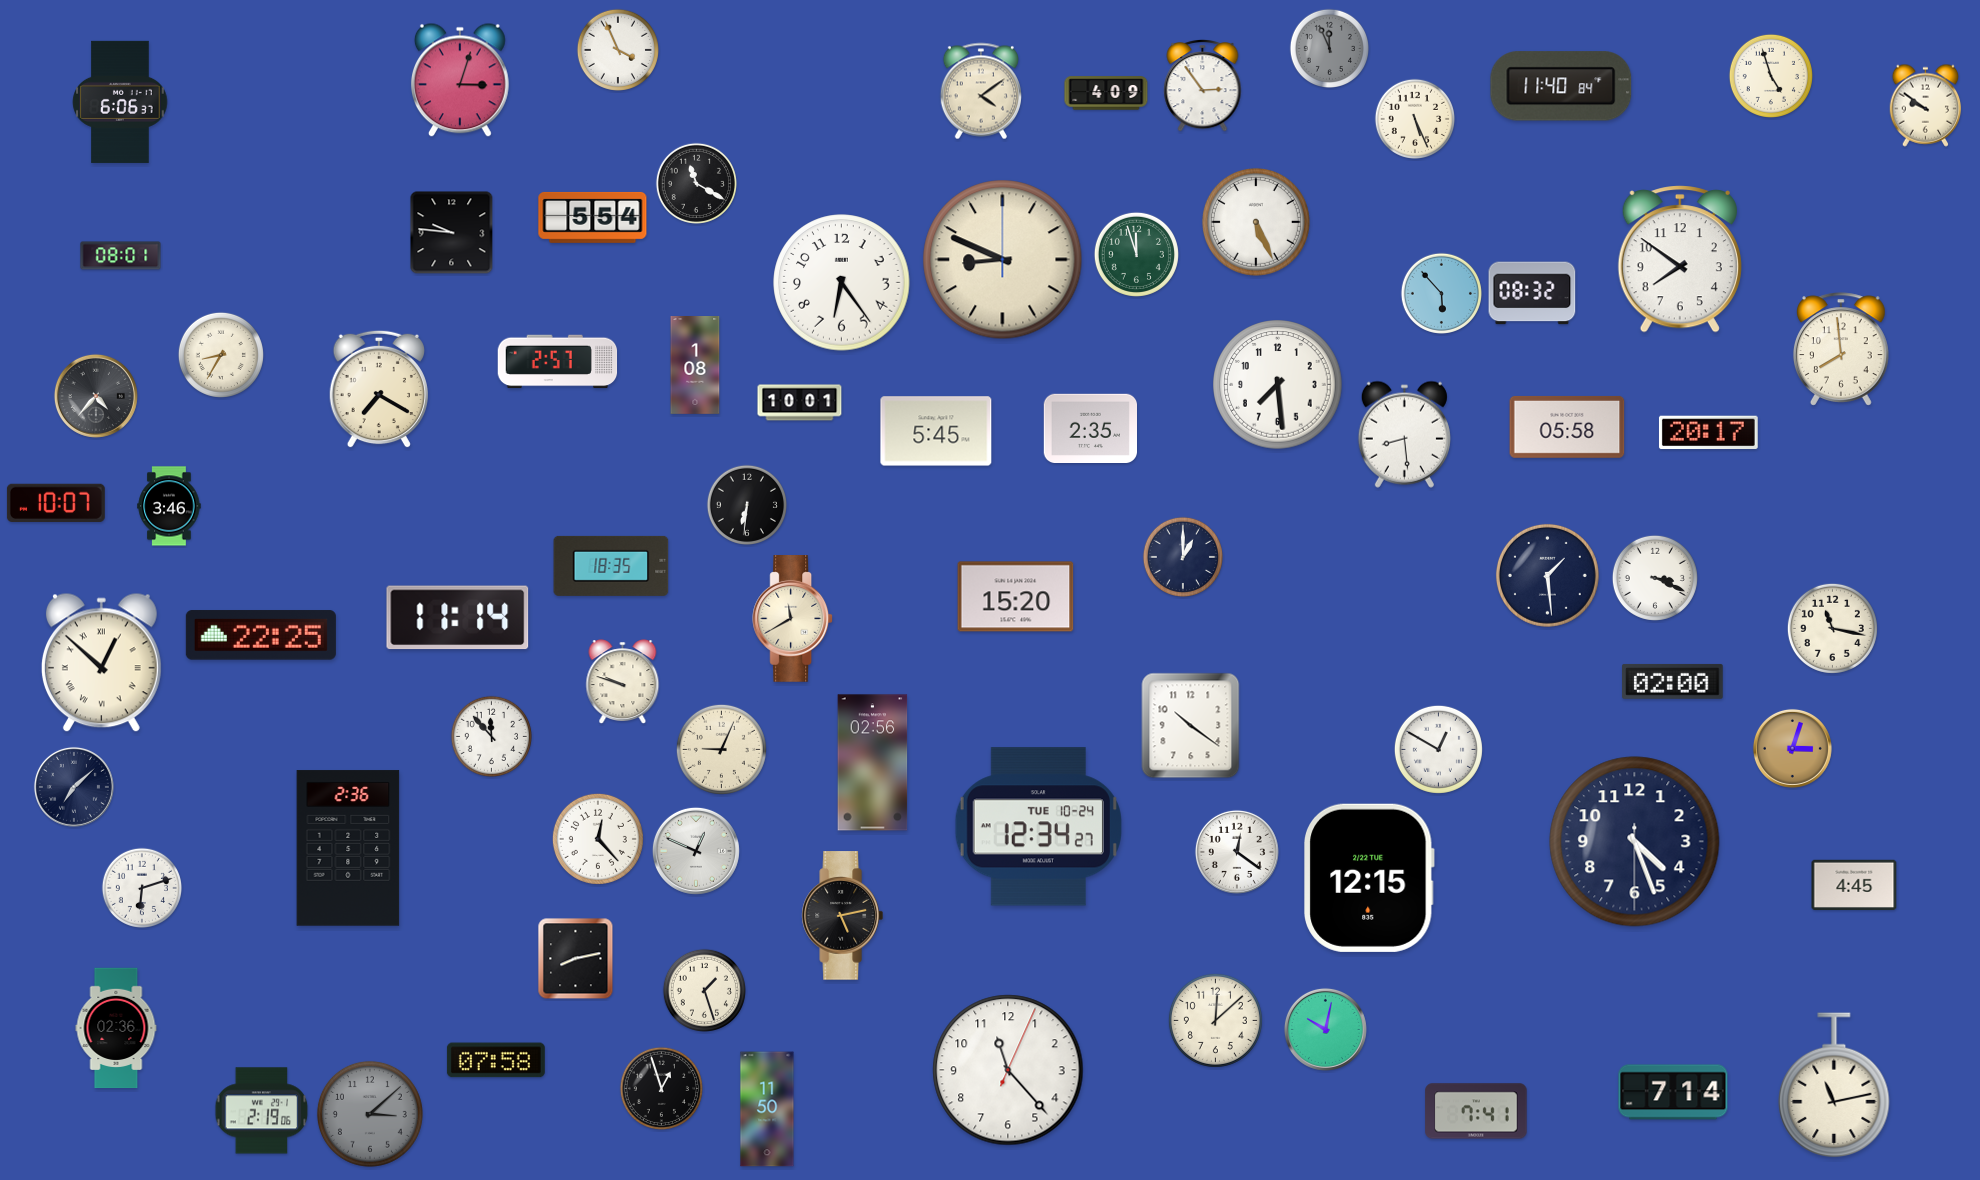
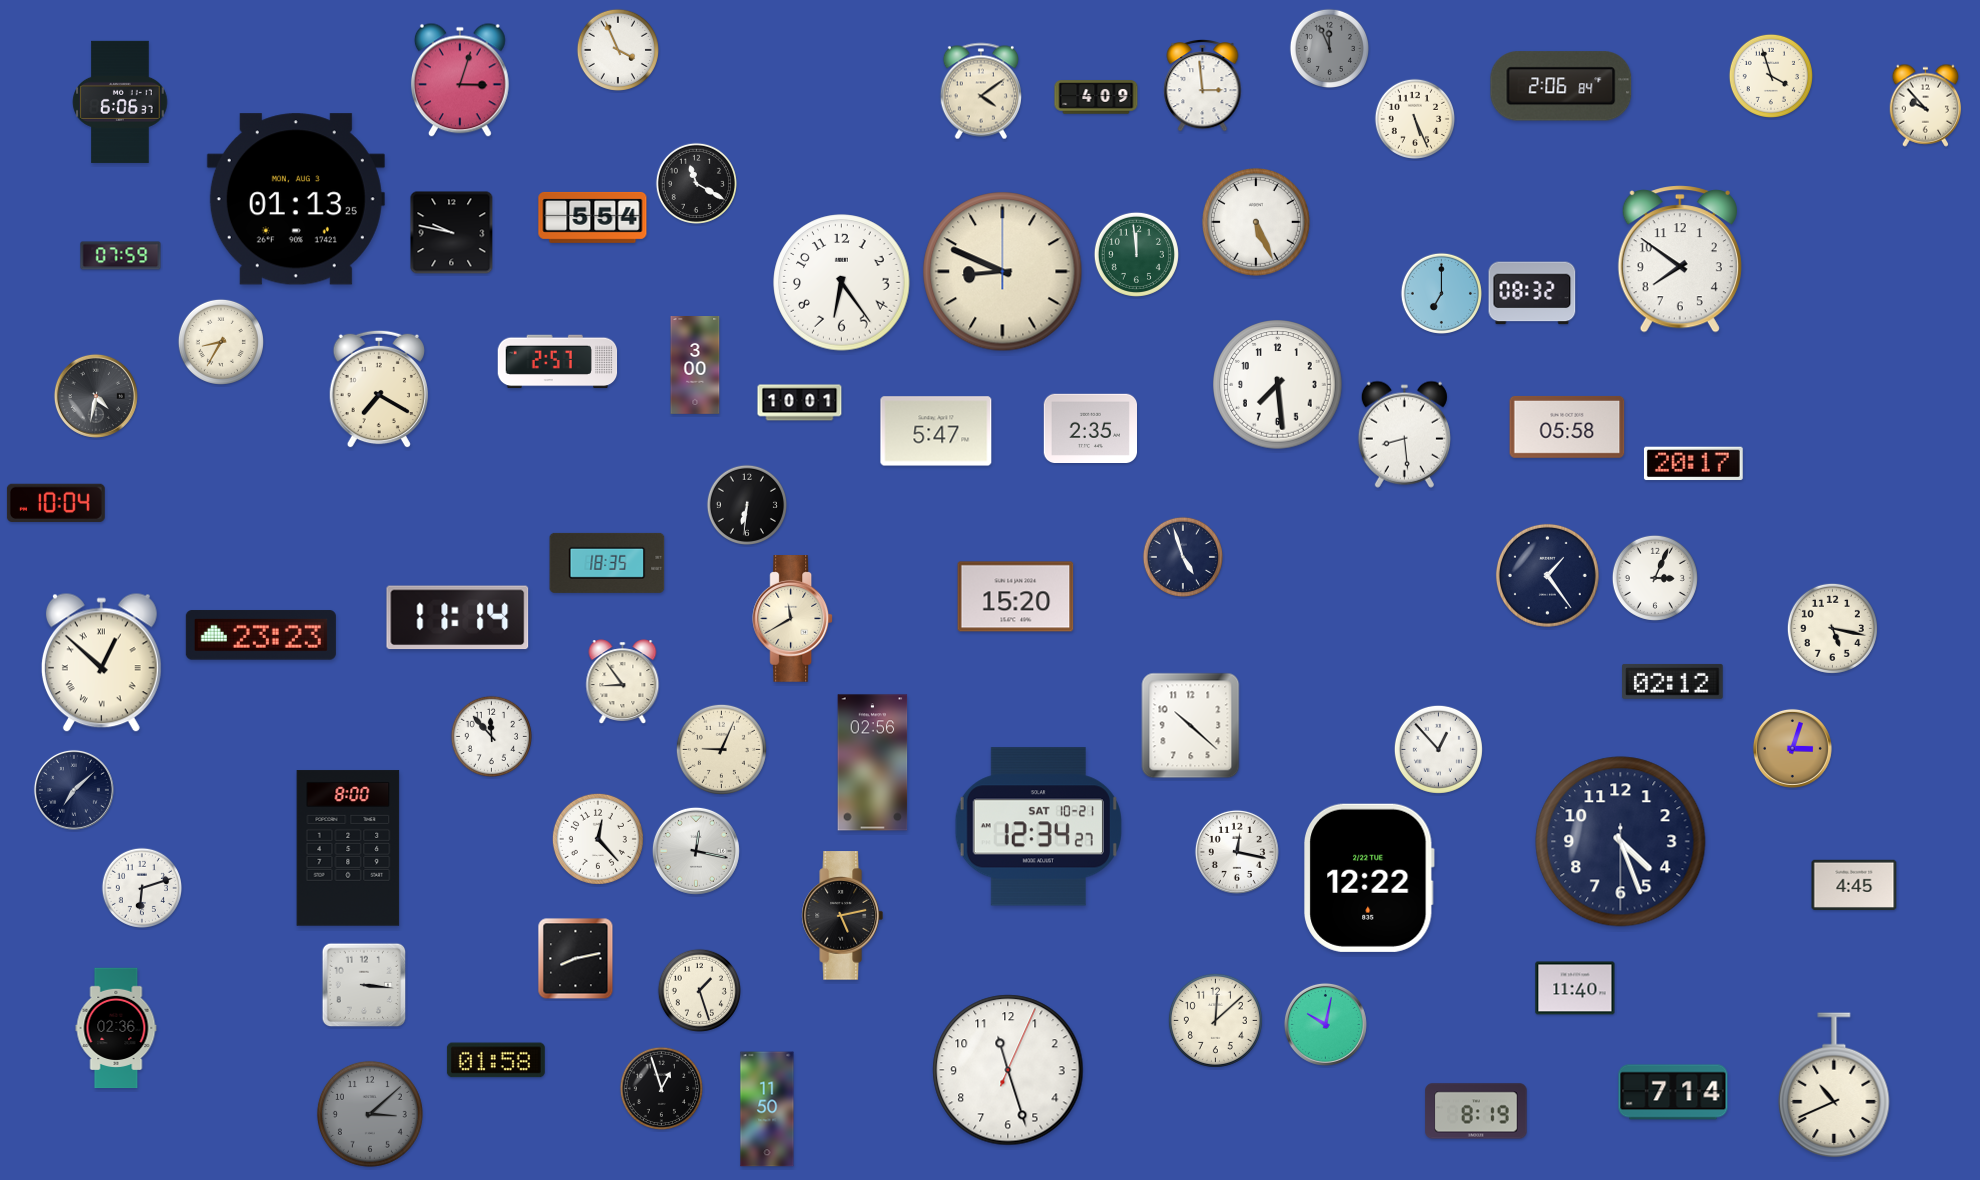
clock at (1771, 76): 4:57 -> 3:57
clock at (1203, 85): 2:54 -> 2:59
clock at (1561, 86): 11:40 -> 2:06
clock at (1106, 93) position: (1106, 93) -> (1096, 97)
clock at (1926, 105): 9:51 -> 9:53
clock at (296, 199): none -> 01:13
clock at (452, 233): 9:46 -> 9:47
clock at (1136, 254): 11:57 -> 11:59
clock at (121, 256): 08:01 -> 07:59
clock at (1003, 260) position: (1003, 260) -> (1003, 272)
clock at (1441, 293): 5:53 -> 7:00
clock at (1841, 349): 7:59 -> none
clock at (221, 355) position: (221, 355) -> (221, 342)
clock at (695, 366): 1:08 -> 3:00
clock at (96, 396): 4:37 -> 4:32
clock at (936, 431): 5:45 -> 5:47
clock at (1708, 433) position: (1708, 433) -> (1693, 464)
clock at (56, 502): 10:07 -> 10:04
clock at (169, 506): 3:46 -> none
clock at (1182, 556): 1:00 -> 4:57
clock at (611, 566) position: (611, 566) -> (607, 563)
clock at (1547, 575): 1:29 -> 1:24
clock at (1655, 578): 3:19 -> 3:04
clock at (1832, 628): 11:17 -> 5:17
clock at (261, 635): 22:25 -> 23:23
clock at (623, 681): 9:48 -> 8:54
clock at (1673, 682): 02:00 -> 02:12
clock at (1191, 726): 10:21 -> 10:22
clock at (1438, 749): 12:50 -> 12:53
clock at (74, 787) position: (74, 787) -> (74, 790)
clock at (1038, 827) date: TUE 10-24 -> SAT 10-21
clock at (1635, 842) position: (1635, 842) -> (1621, 842)
clock at (348, 848): 2:36 -> 8:00
clock at (696, 851): 12:49 -> 12:17
clock at (1237, 852): 12:21 -> 12:17
clock at (1370, 878): 12:15 -> 12:22
clock at (364, 985): none -> 3:16
clock at (1575, 988): none -> 11:40
clock at (704, 990) position: (704, 990) -> (699, 990)
clock at (1325, 1029) position: (1325, 1029) -> (1325, 1024)
clock at (496, 1060): 07:58 -> 01:58
clock at (1008, 1070): 11:23 -> 11:27
clock at (1834, 1086): 11:13 -> 10:41
clock at (262, 1111): 2:19 -> none
clock at (1476, 1111): 7:41 -> 8:19
